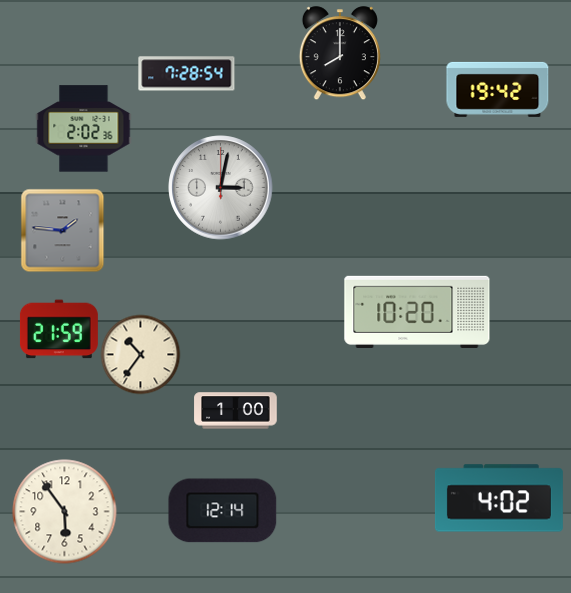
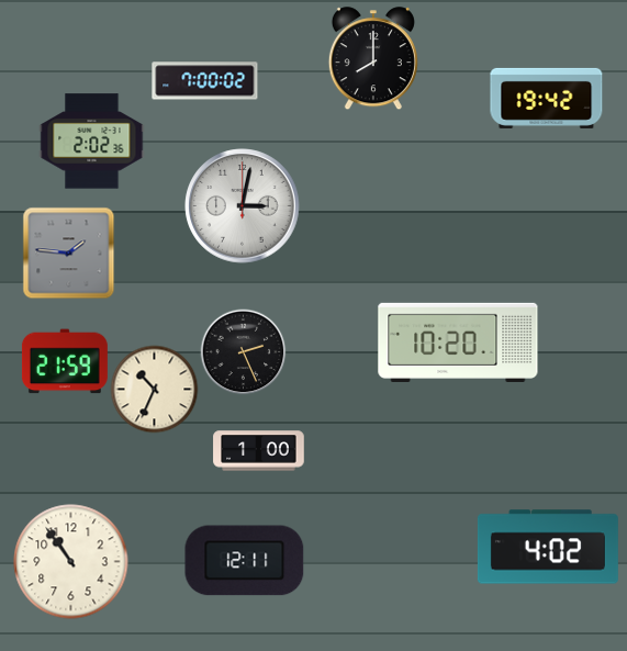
clock at (187, 74): 7:28 -> 7:00
clock at (243, 351): none -> 2:26
clock at (140, 354): 10:36 -> 10:34
clock at (223, 511): 12:14 -> 12:11
clock at (65, 512): 5:54 -> 10:54
